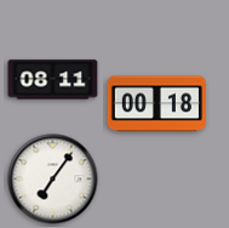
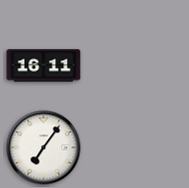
clock at (53, 80): 08:11 -> 16:11
clock at (156, 104): 00:18 -> none
